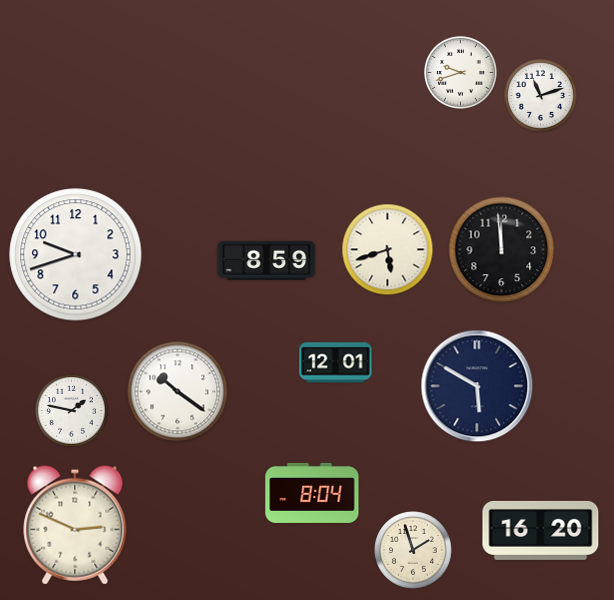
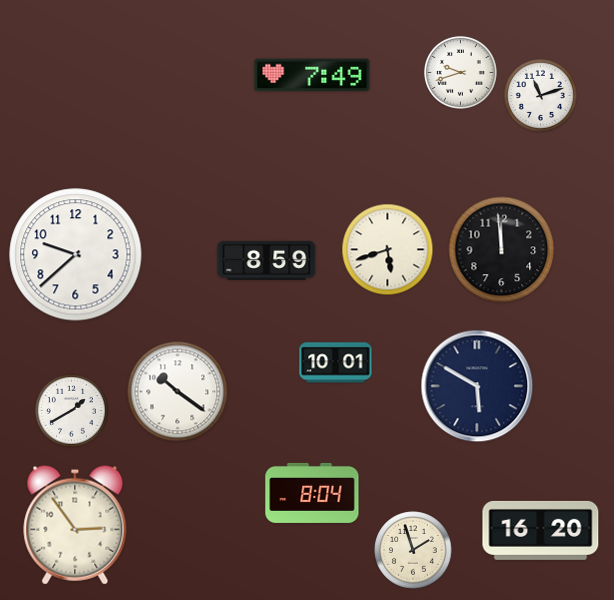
clock at (312, 75): none -> 7:49
clock at (76, 255): 9:42 -> 9:38
clock at (336, 363): 12:01 -> 10:01
clock at (71, 410): 1:47 -> 1:40
clock at (75, 525): 2:49 -> 2:54
